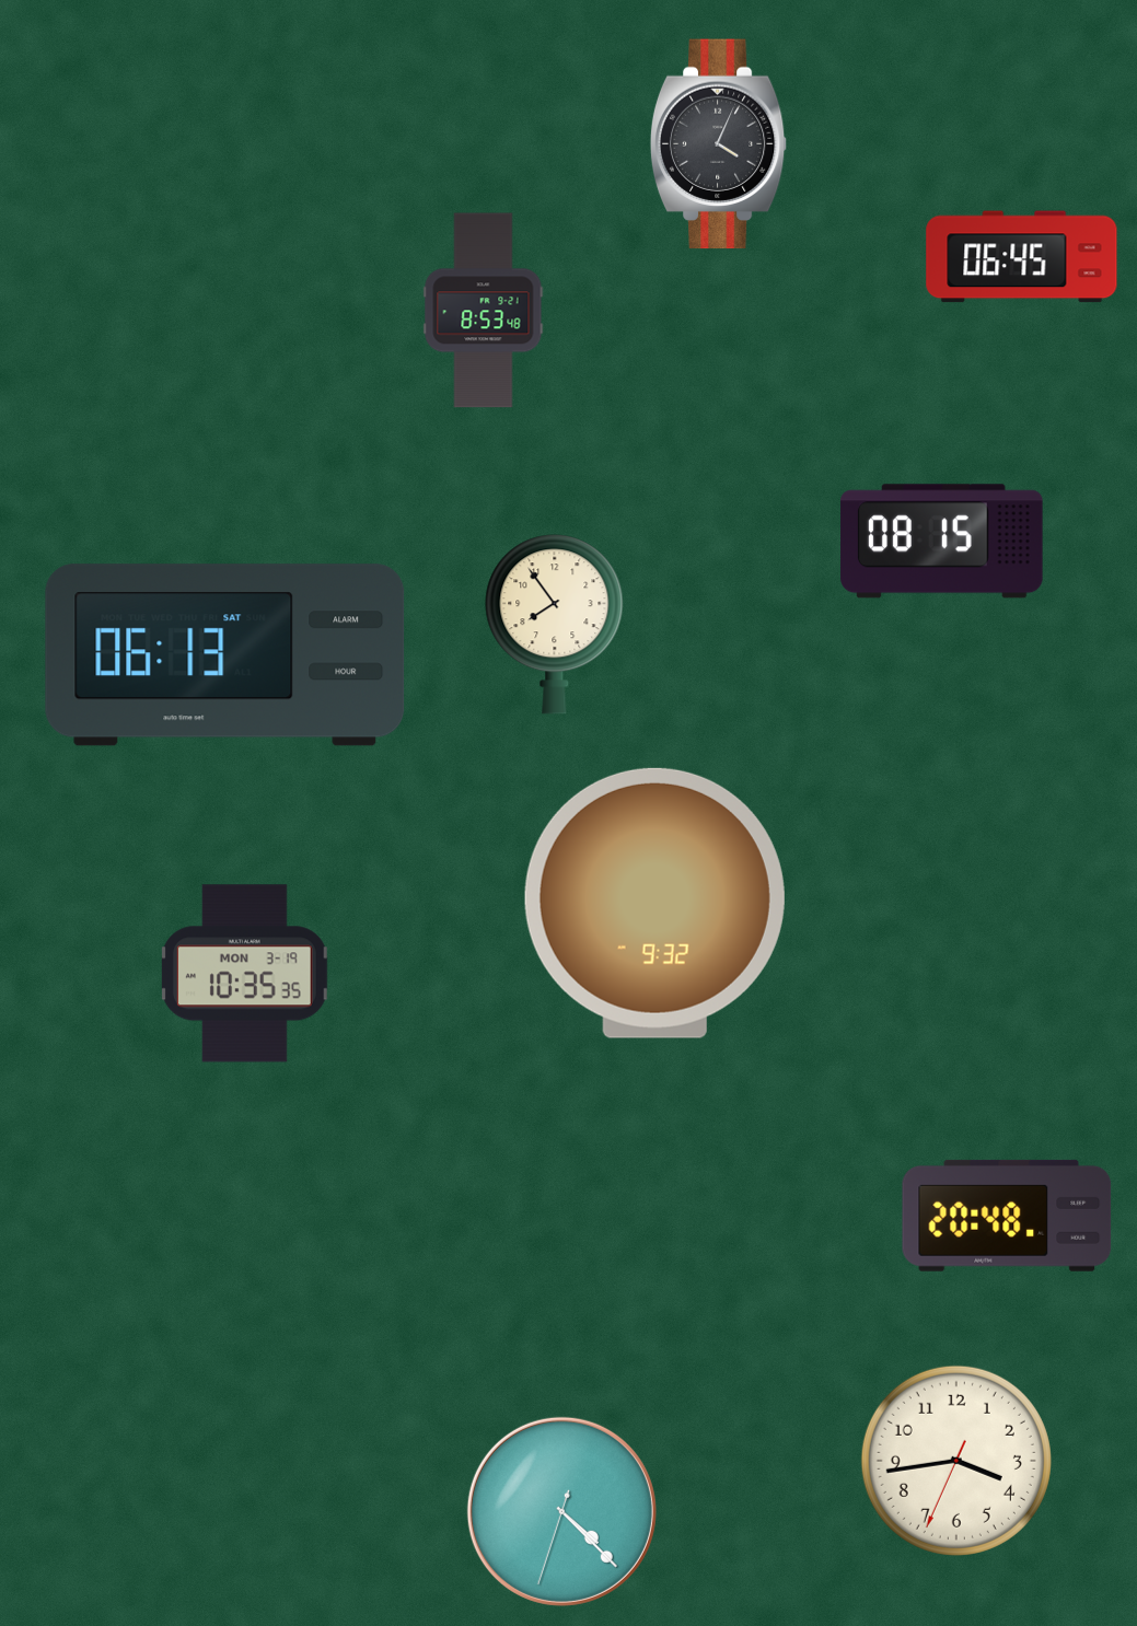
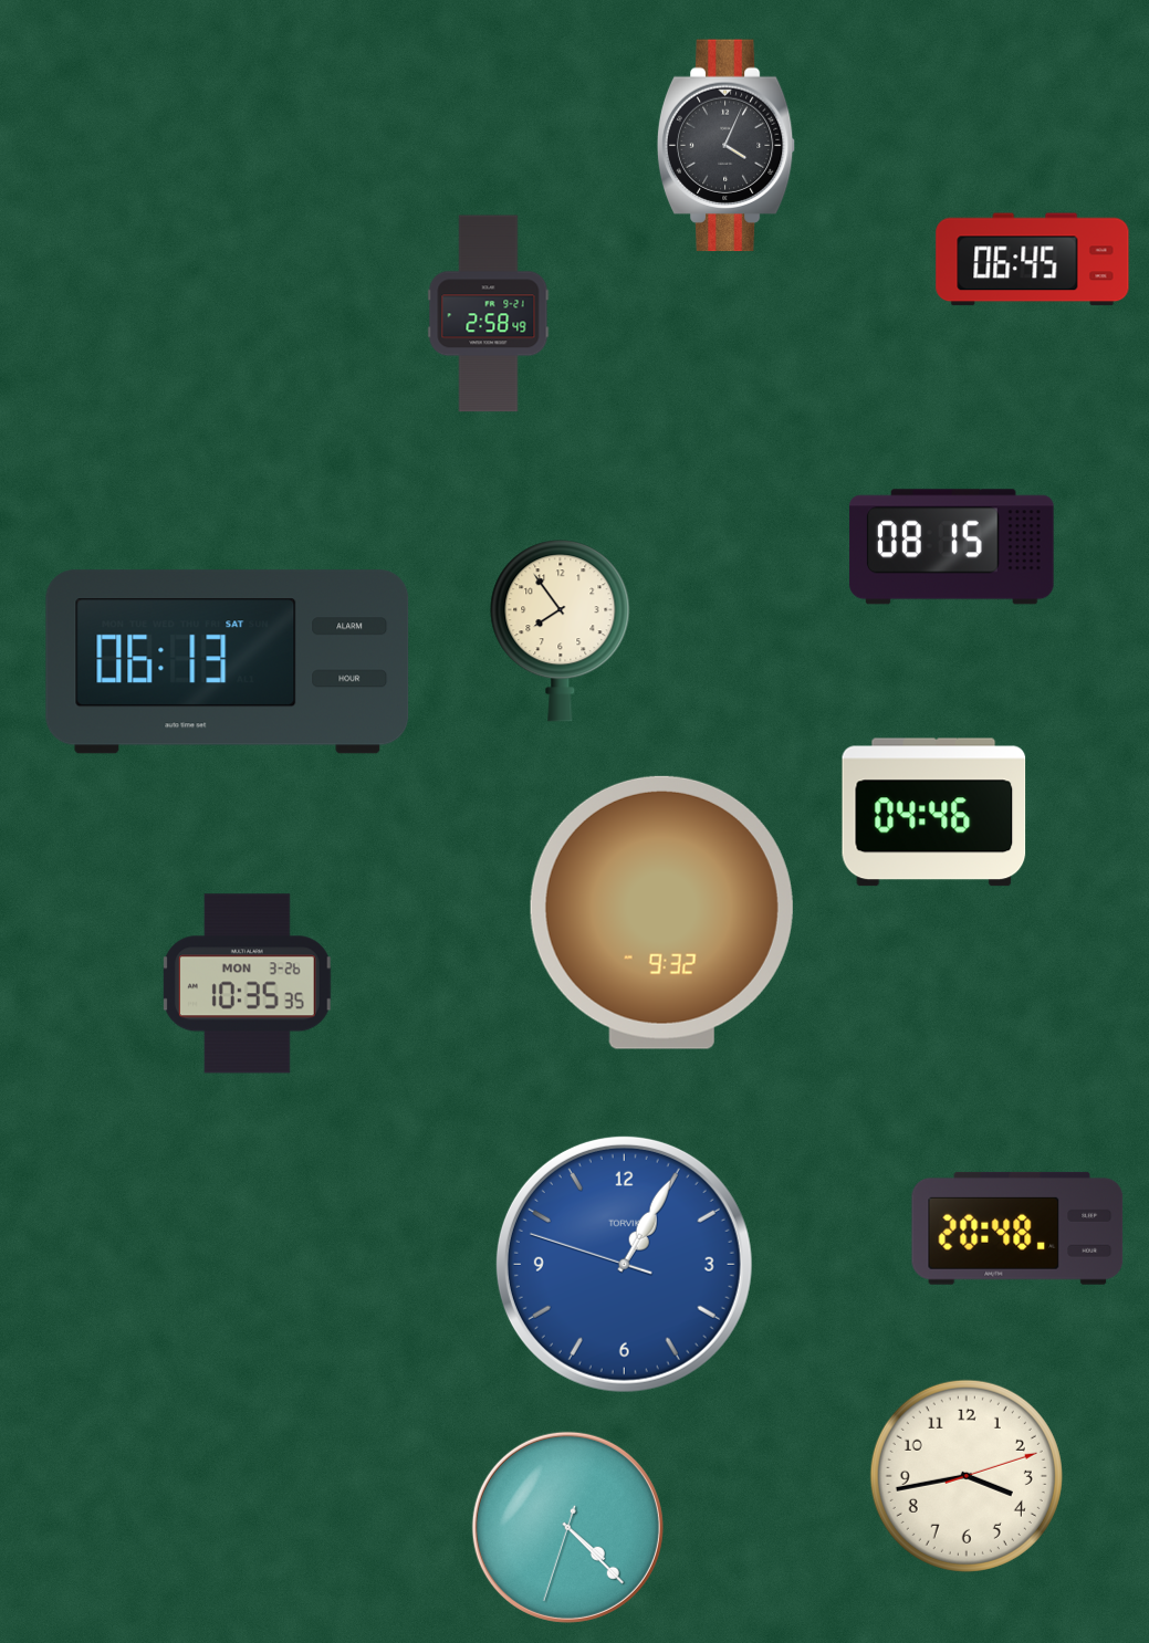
clock at (484, 311): 8:53 -> 2:58
clock at (934, 813): none -> 04:46
clock at (244, 974) date: MON 3-19 -> MON 3-26
clock at (624, 1264): none -> 1:04
clock at (956, 1461): 3:43:34 -> 3:43:12
